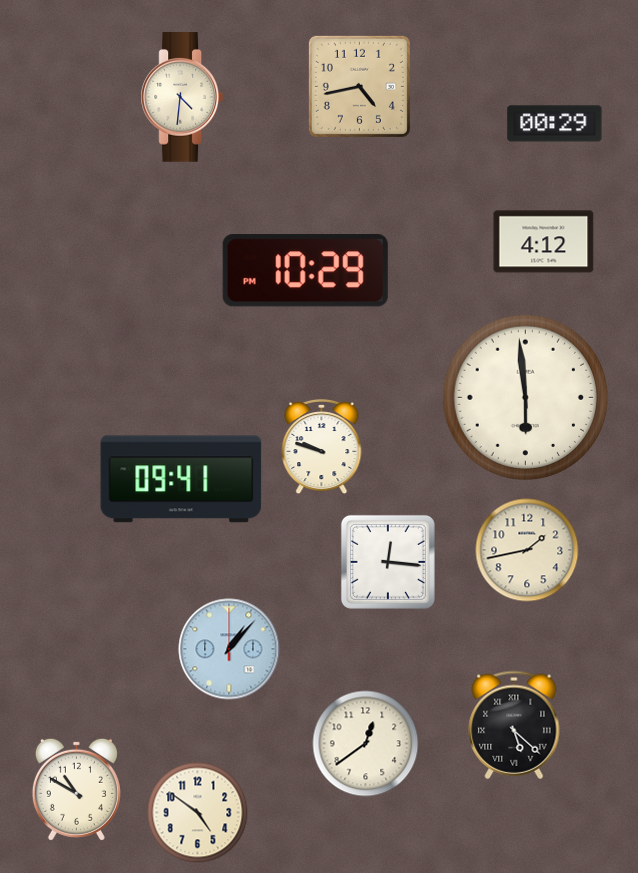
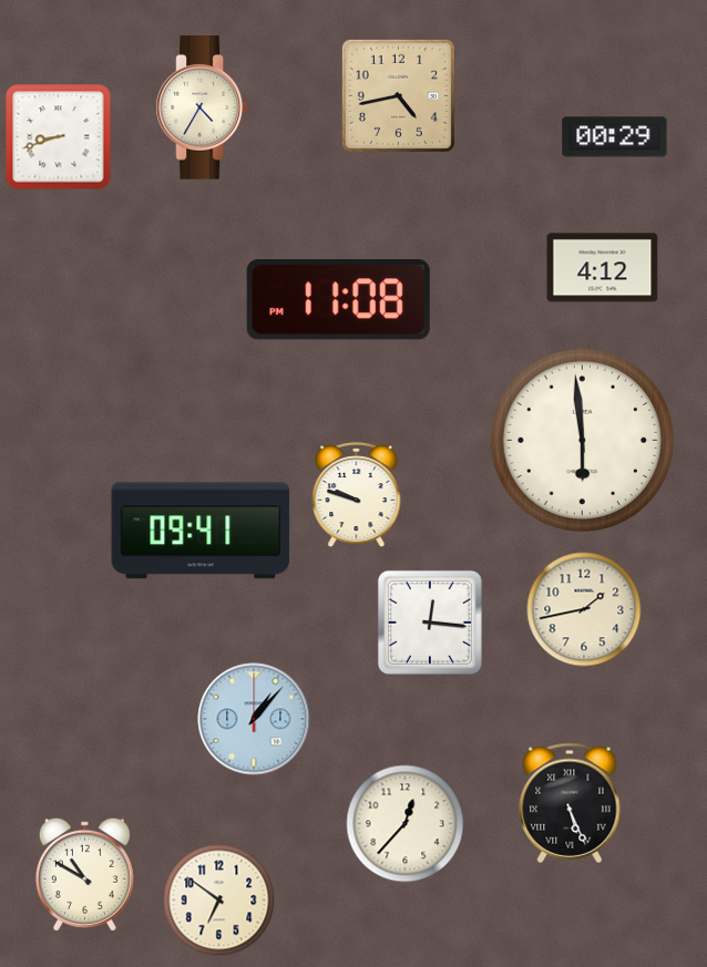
clock at (181, 97): 4:31 -> 4:35
clock at (59, 137): none -> 8:42
clock at (305, 271): 10:29 -> 11:08
clock at (514, 725): 5:22 -> 5:26
clock at (366, 744): 12:39 -> 12:37
clock at (198, 813): 4:51 -> 6:51
